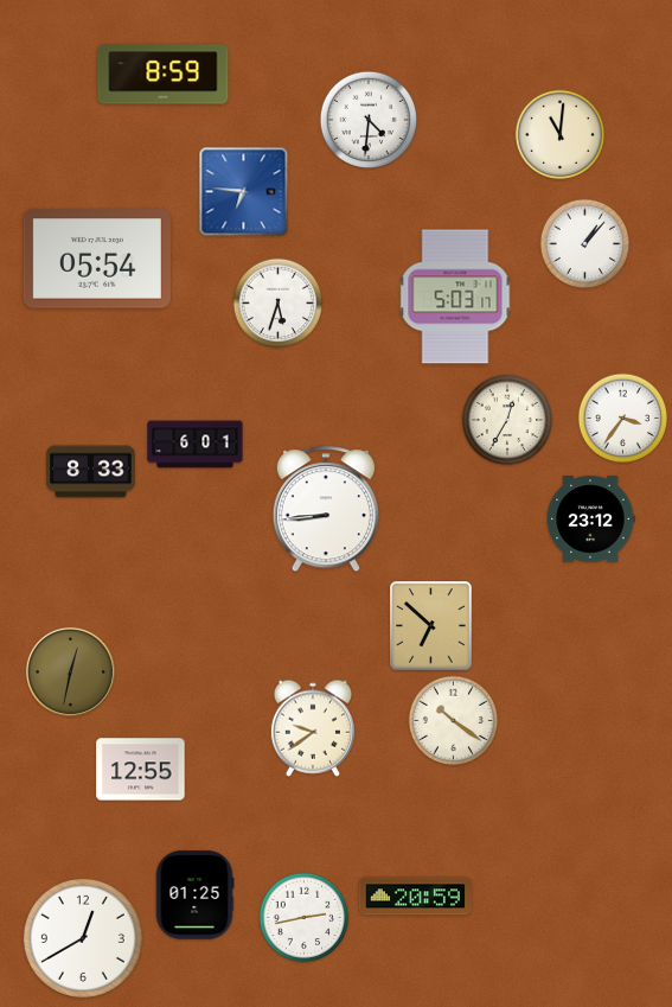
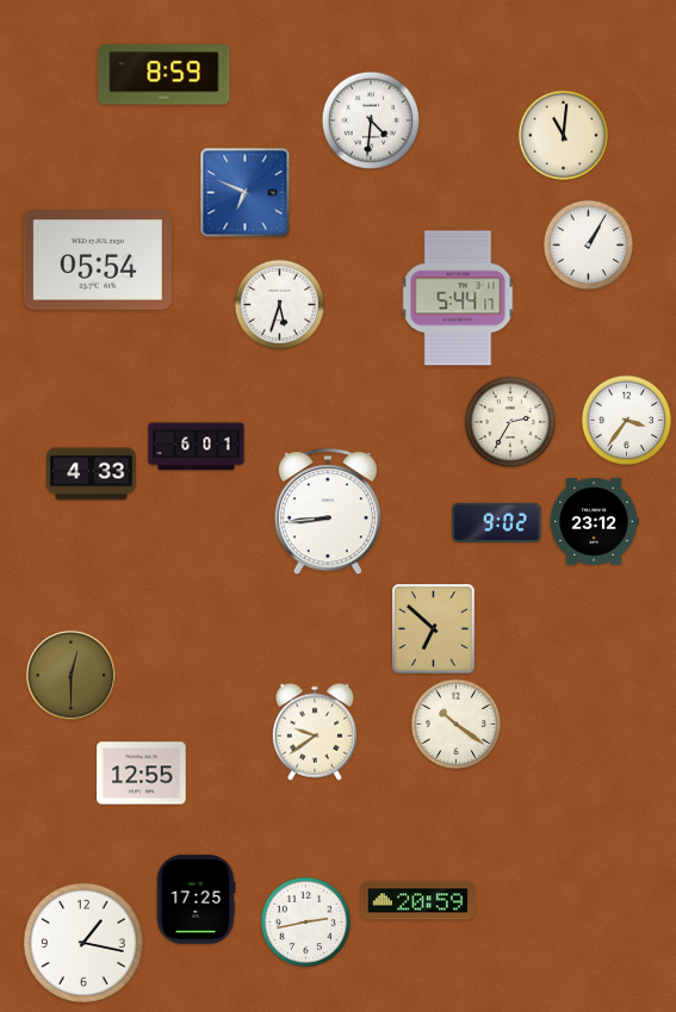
clock at (244, 192): 6:46 -> 6:49
clock at (585, 244): 1:07 -> 1:05
clock at (455, 297): 5:03 -> 5:44
clock at (507, 420): 12:35 -> 2:35
clock at (91, 472): 8:33 -> 4:33
clock at (497, 522): none -> 9:02
clock at (70, 671): 12:32 -> 12:30
clock at (194, 896): 01:25 -> 17:25
clock at (83, 938): 12:40 -> 1:17
